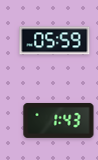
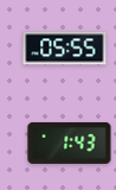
clock at (55, 41): 05:59 -> 05:55
